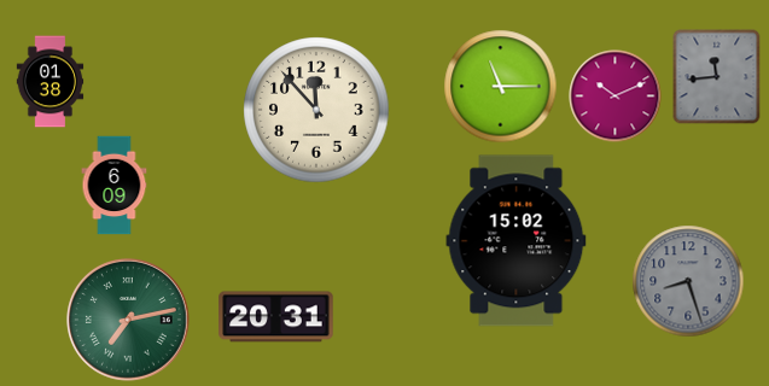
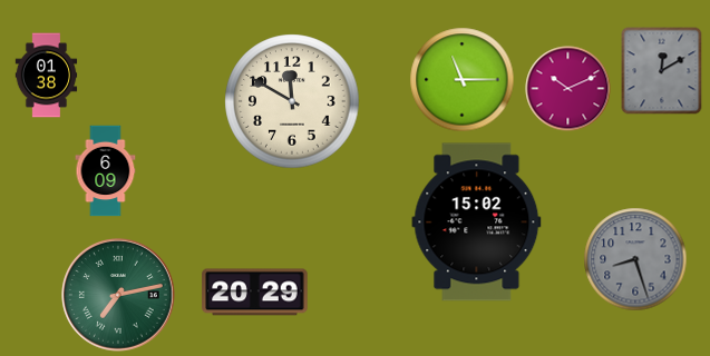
clock at (717, 77): 11:44 -> 12:10
clock at (316, 110): 11:53 -> 11:50
clock at (276, 317): 20:31 -> 20:29
